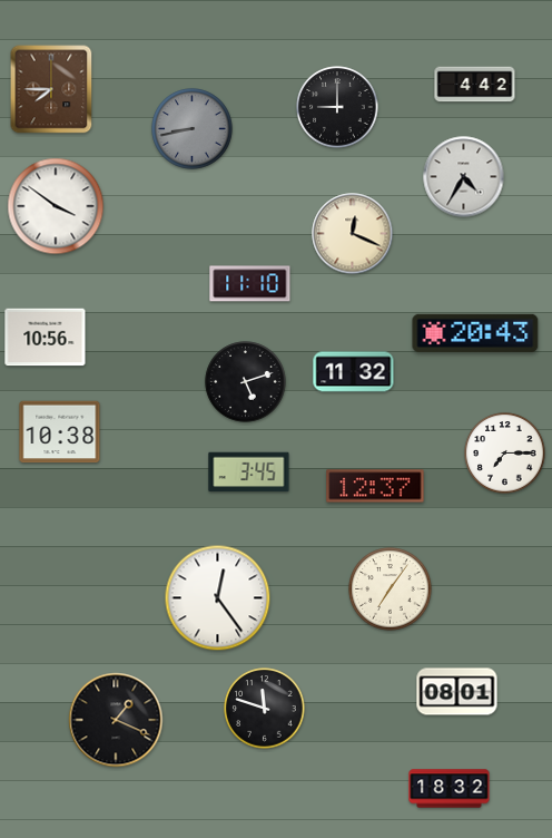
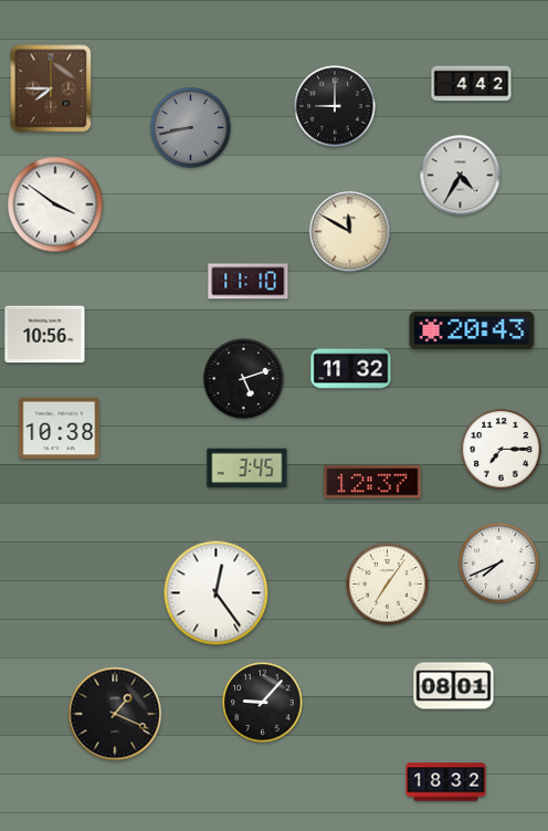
clock at (353, 234): 12:19 -> 11:50
clock at (499, 564): none -> 7:41
clock at (265, 709): 11:48 -> 9:07
